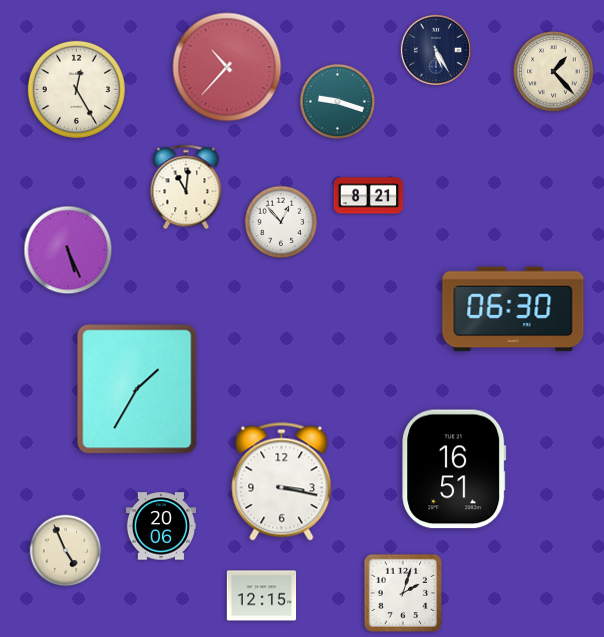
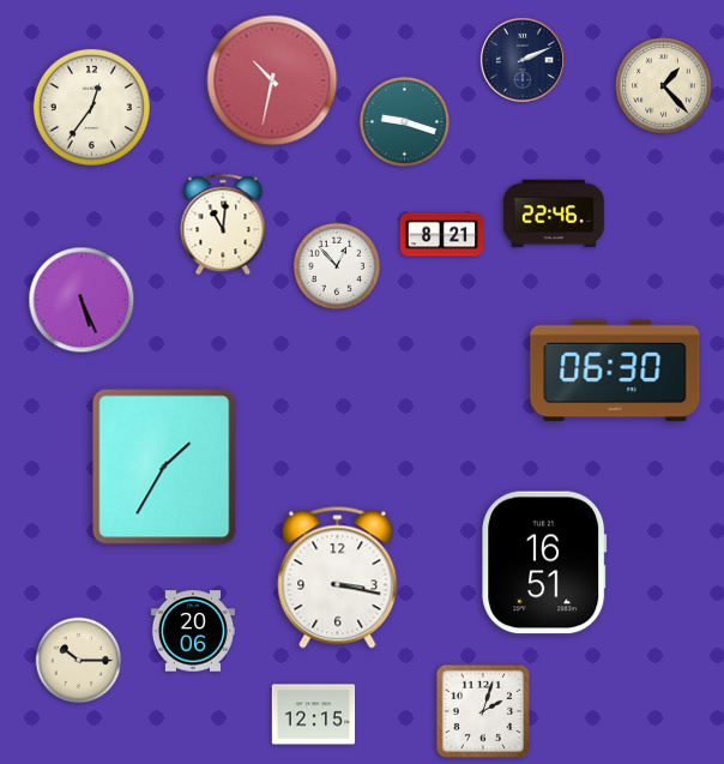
clock at (436, 50): 5:25 -> 2:11
clock at (227, 67): 10:37 -> 10:32
clock at (76, 89): 12:25 -> 12:36
clock at (554, 213): none -> 22:46
clock at (66, 551): 4:56 -> 10:15
